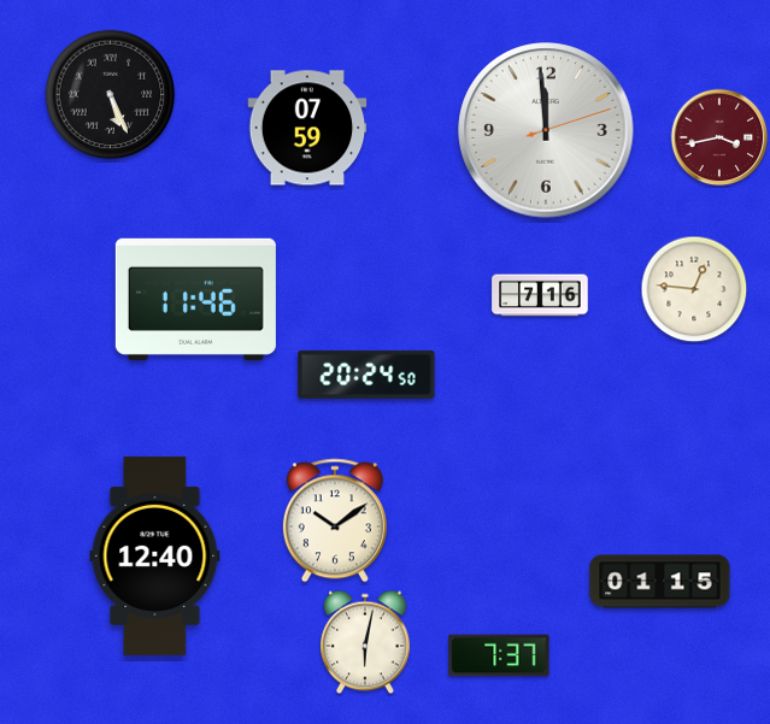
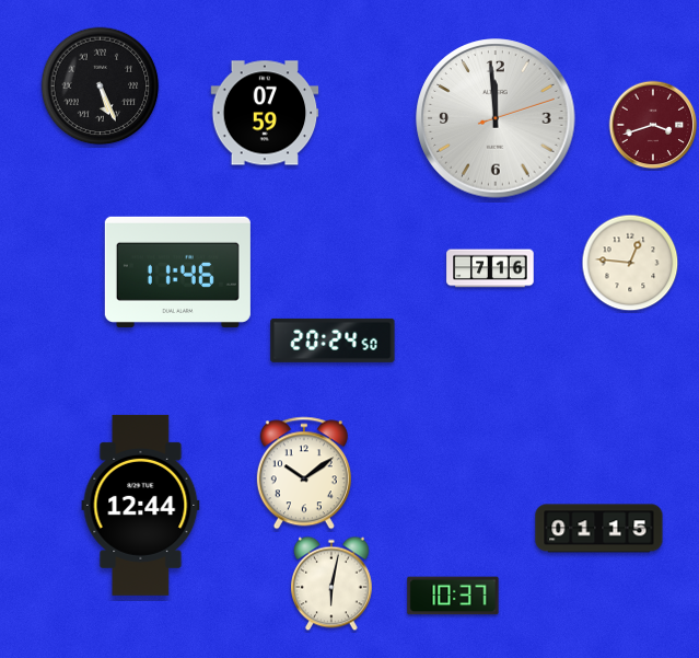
clock at (307, 128) position: (307, 128) -> (265, 113)
clock at (719, 137): 3:43 -> 3:42
clock at (155, 555): 12:40 -> 12:44
clock at (499, 655): 7:37 -> 10:37
